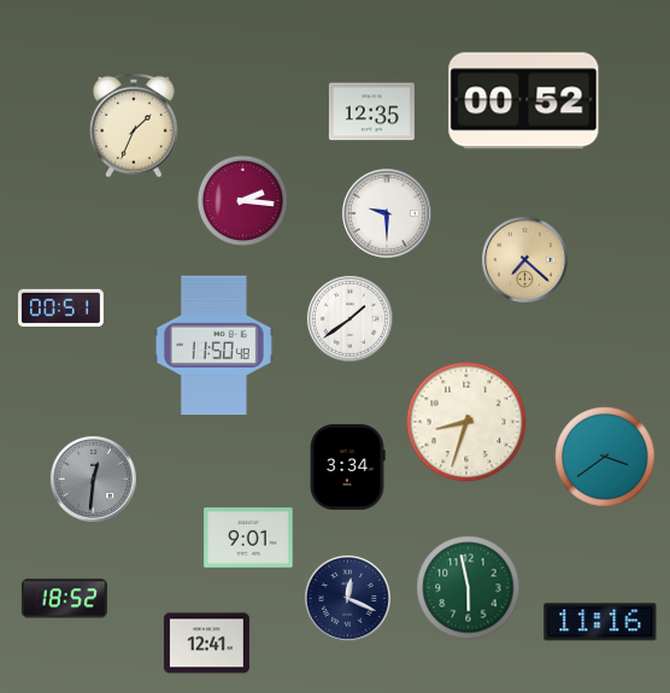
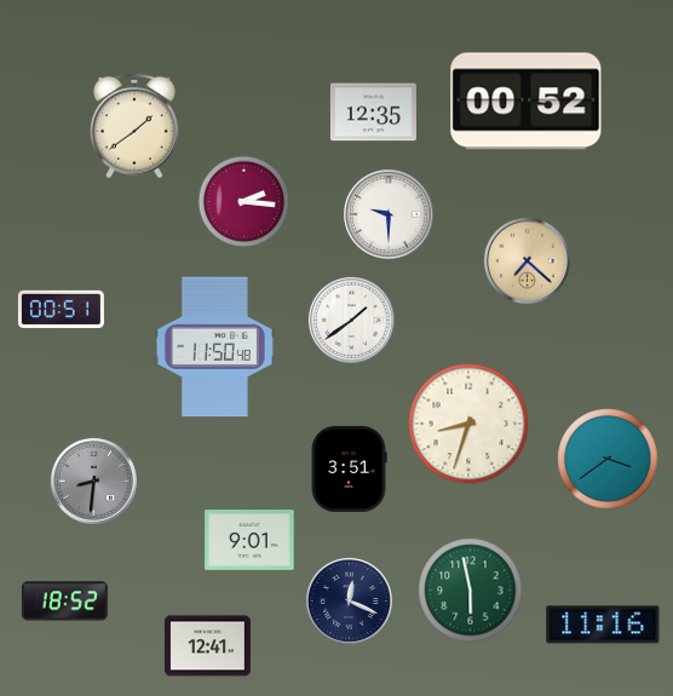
clock at (134, 125): 1:34 -> 1:39
clock at (347, 466): 3:34 -> 3:51
clock at (93, 478): 12:31 -> 8:31
